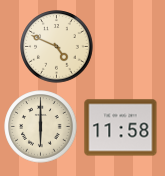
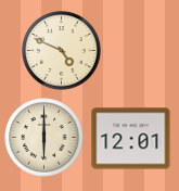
clock at (121, 128): 11:58 -> 12:01
